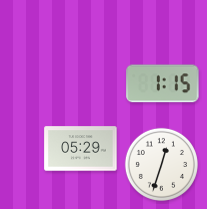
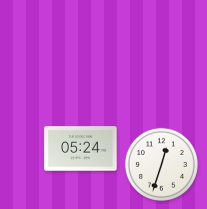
clock at (163, 84): 1:15 -> none
clock at (81, 149): 05:29 -> 05:24
